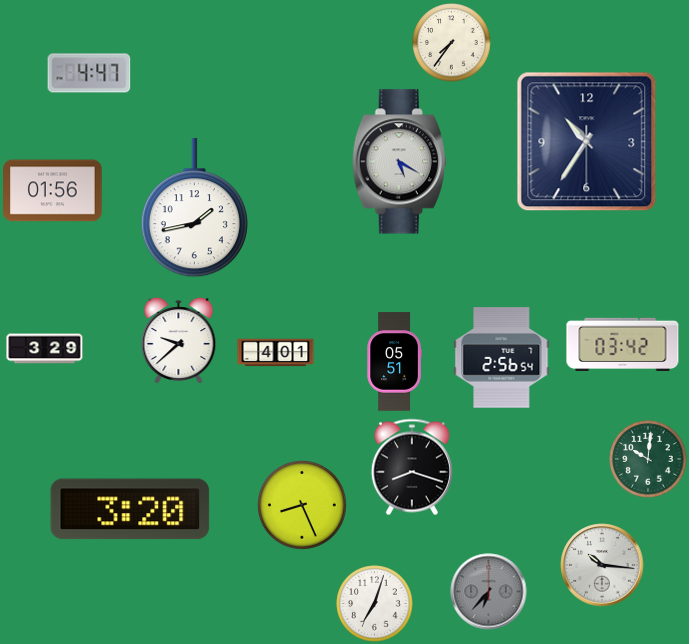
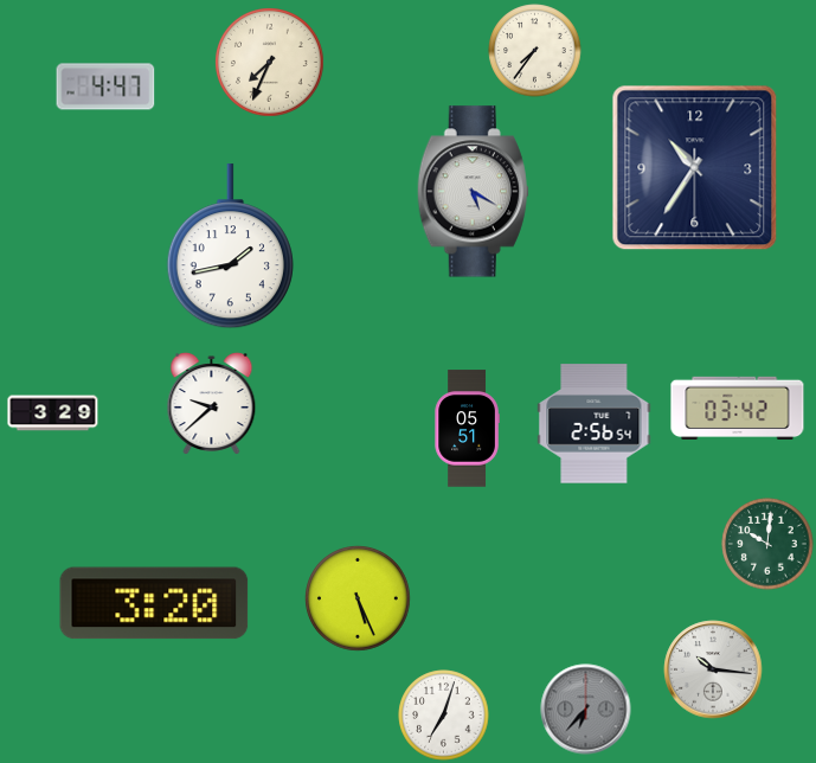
clock at (270, 63): none -> 7:34
clock at (53, 191): 01:56 -> none
clock at (276, 353): 4:01 -> none
clock at (412, 467): 8:18 -> none
clock at (303, 506): 8:26 -> 5:26
clock at (489, 592) position: (489, 592) -> (586, 710)
